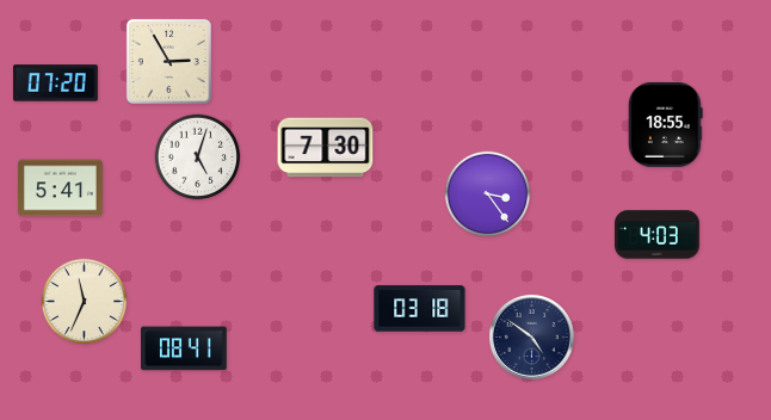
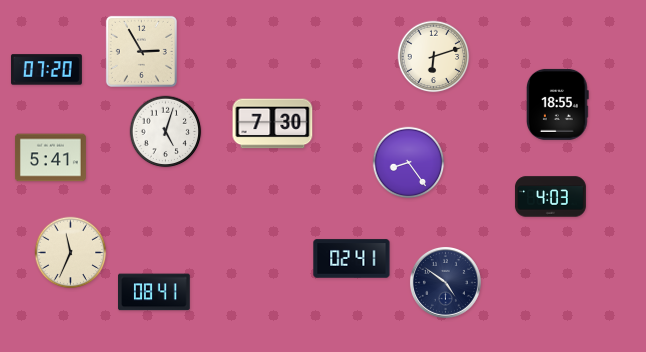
clock at (434, 57): none -> 6:12
clock at (488, 194): 3:24 -> 8:24
clock at (420, 309): 03:18 -> 02:41
